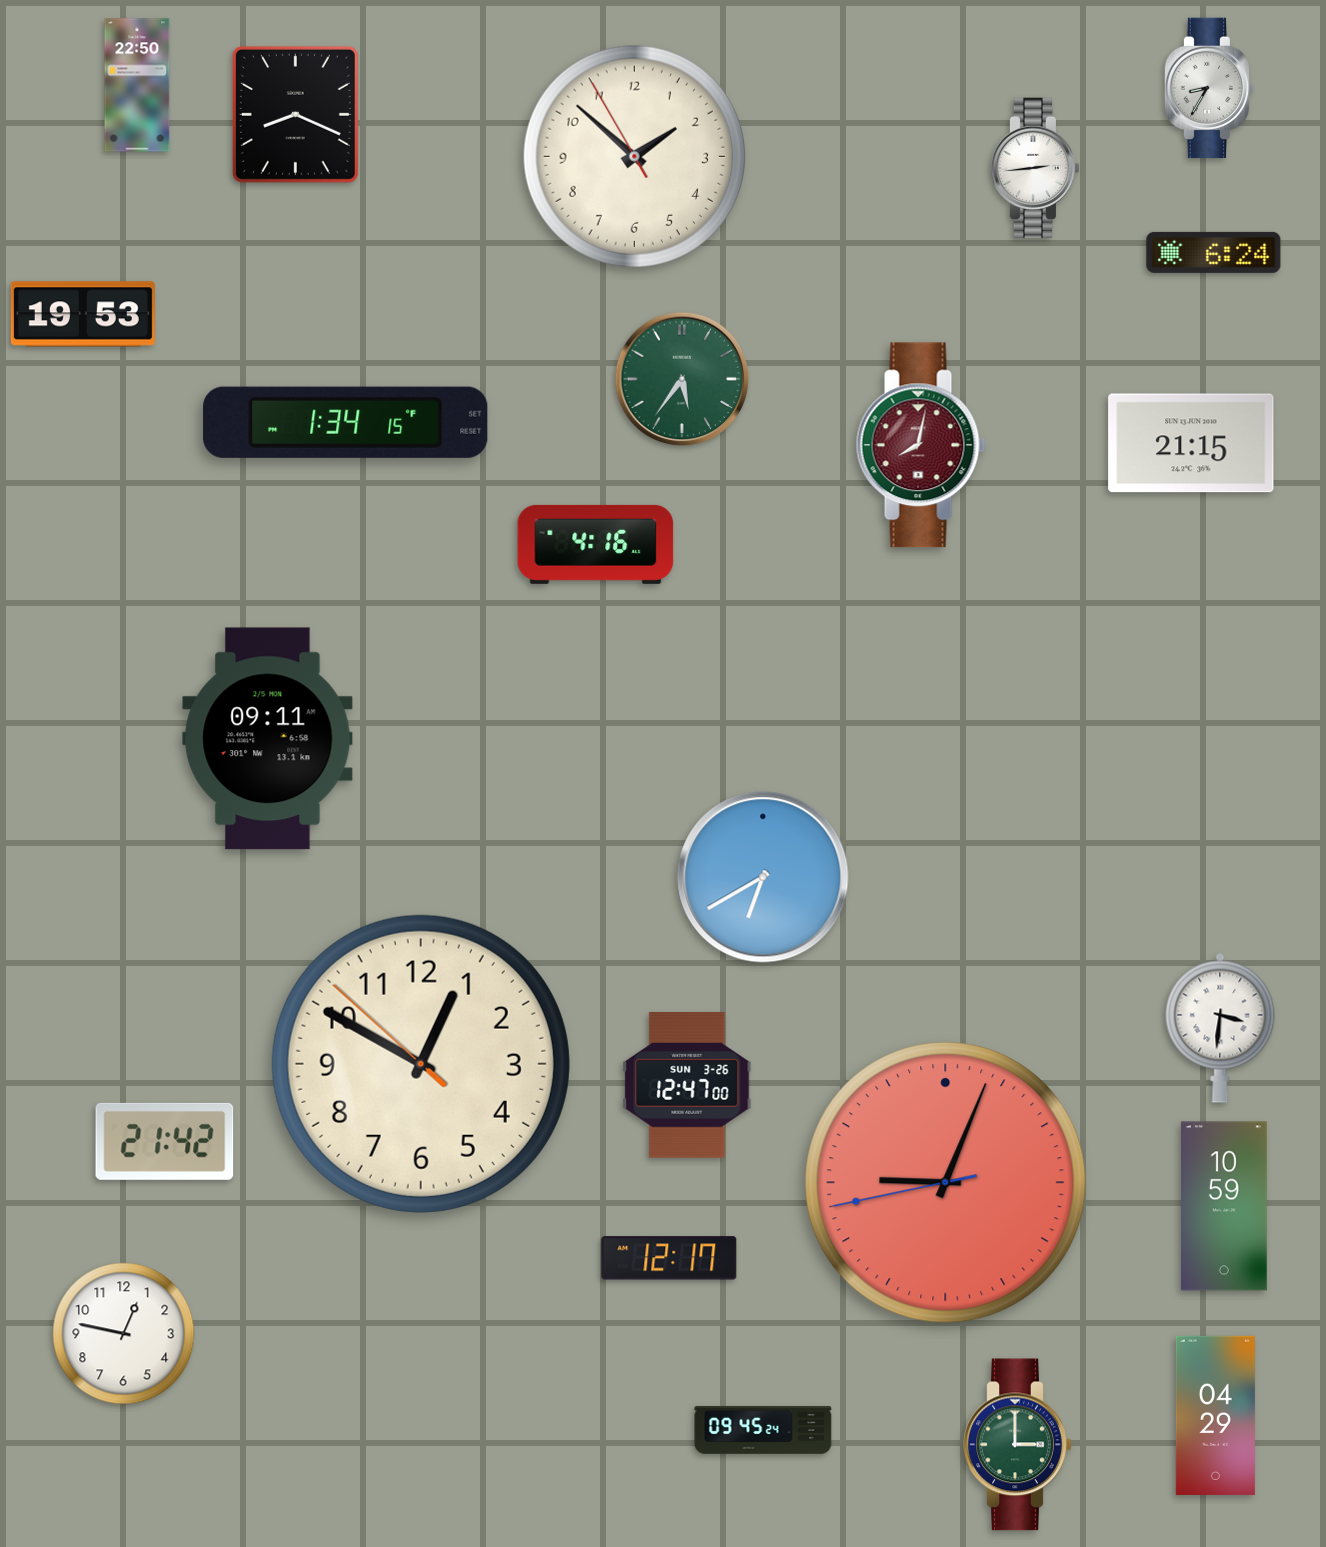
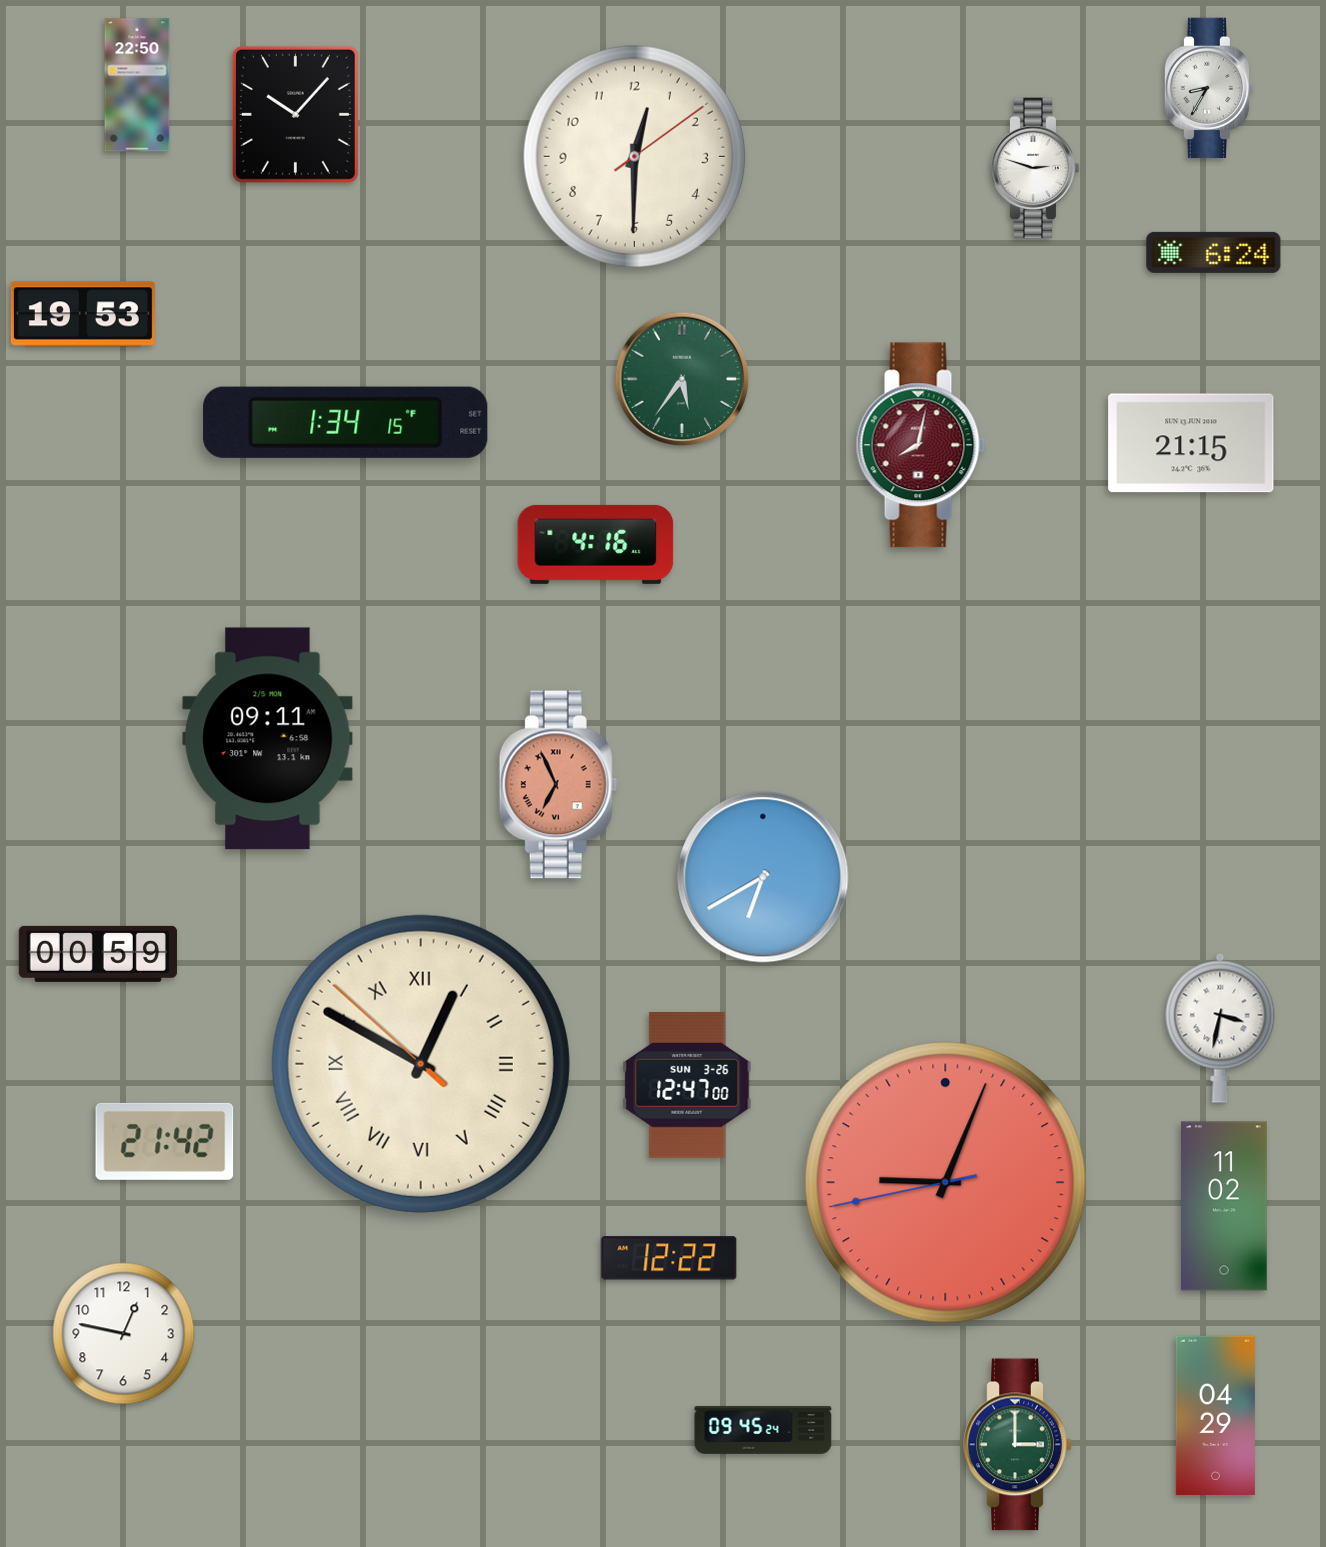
clock at (295, 114): 8:19 -> 10:07
clock at (634, 156): 1:51 -> 12:30
clock at (1035, 168): 2:44 -> 2:48
clock at (558, 785): none -> 6:56
clock at (98, 954): none -> 00:59
clock at (1220, 1028): 3:31 -> 3:32
clock at (421, 1064) numerals: Arabic -> Roman
clock at (1224, 1206): 10:59 -> 11:02
clock at (669, 1258): 12:17 -> 12:22
